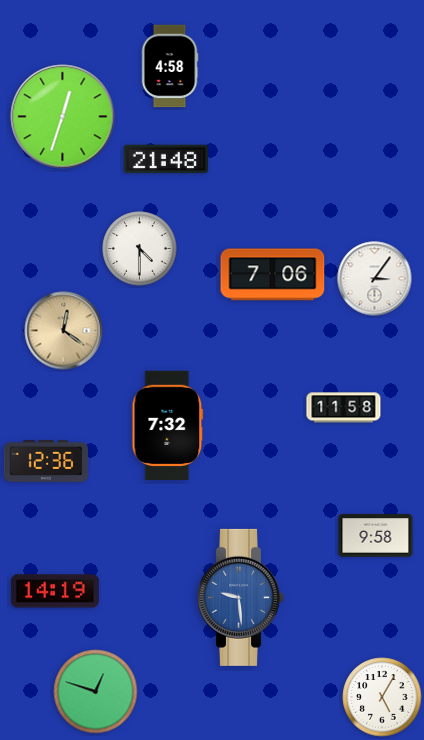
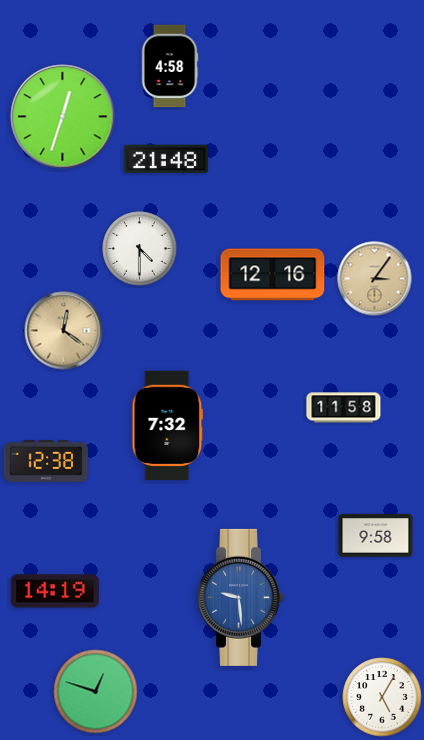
clock at (273, 275): 7:06 -> 12:16
clock at (375, 279) dial: white -> champagne
clock at (45, 462): 12:36 -> 12:38
